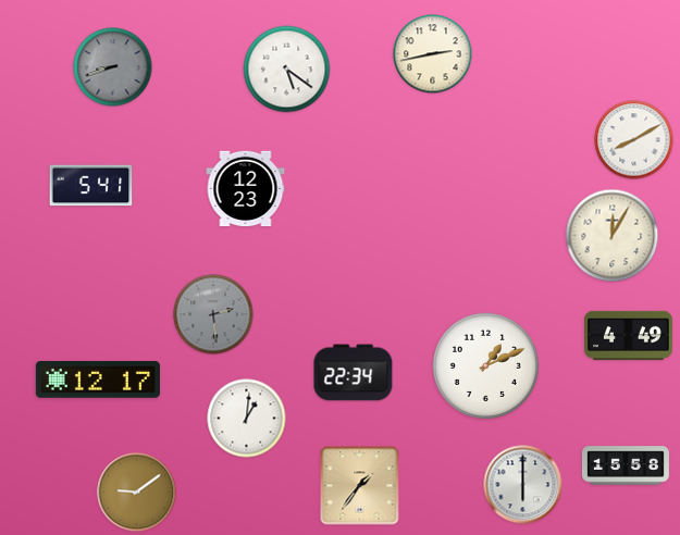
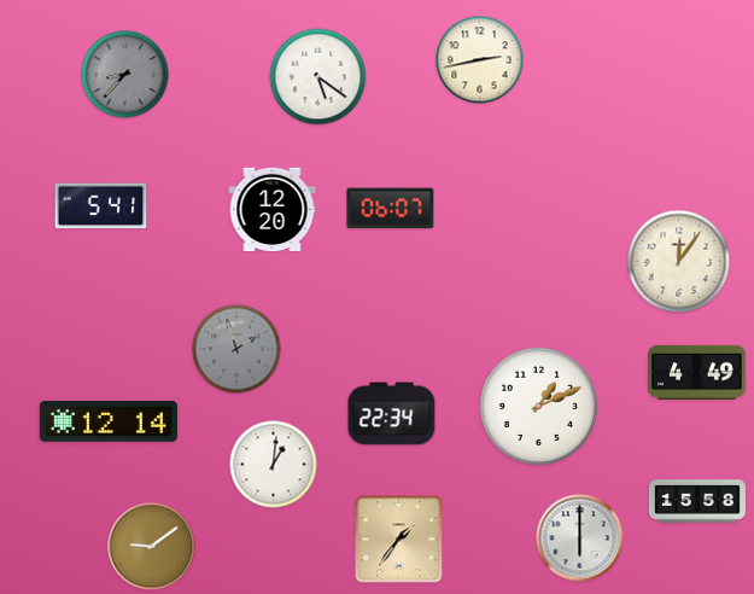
clock at (113, 67): 8:42 -> 8:37
clock at (634, 140): 8:10 -> none
clock at (391, 209): none -> 06:07
clock at (246, 189): 12:23 -> 12:20
clock at (613, 236): 12:05 -> 12:06
clock at (213, 314): 2:29 -> 1:57
clock at (98, 381): 12:17 -> 12:14
clock at (626, 465) position: (626, 465) -> (697, 501)
